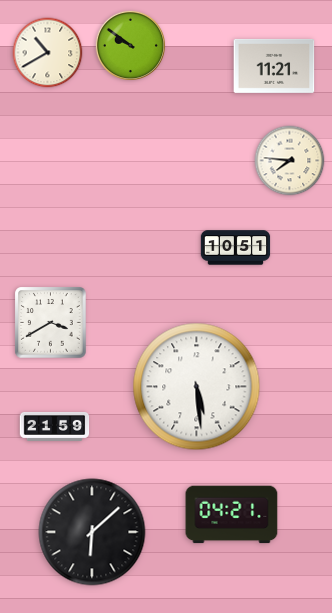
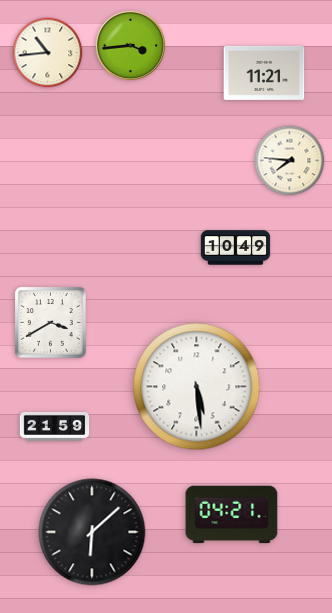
clock at (130, 45): 9:51 -> 3:44
clock at (48, 53): 10:40 -> 10:44
clock at (274, 66) position: (274, 66) -> (264, 73)
clock at (236, 248): 10:51 -> 10:49
